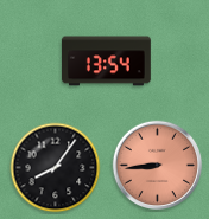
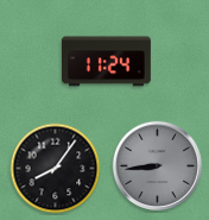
clock at (107, 62): 13:54 -> 11:24
clock at (157, 165) dial: salmon -> grey
